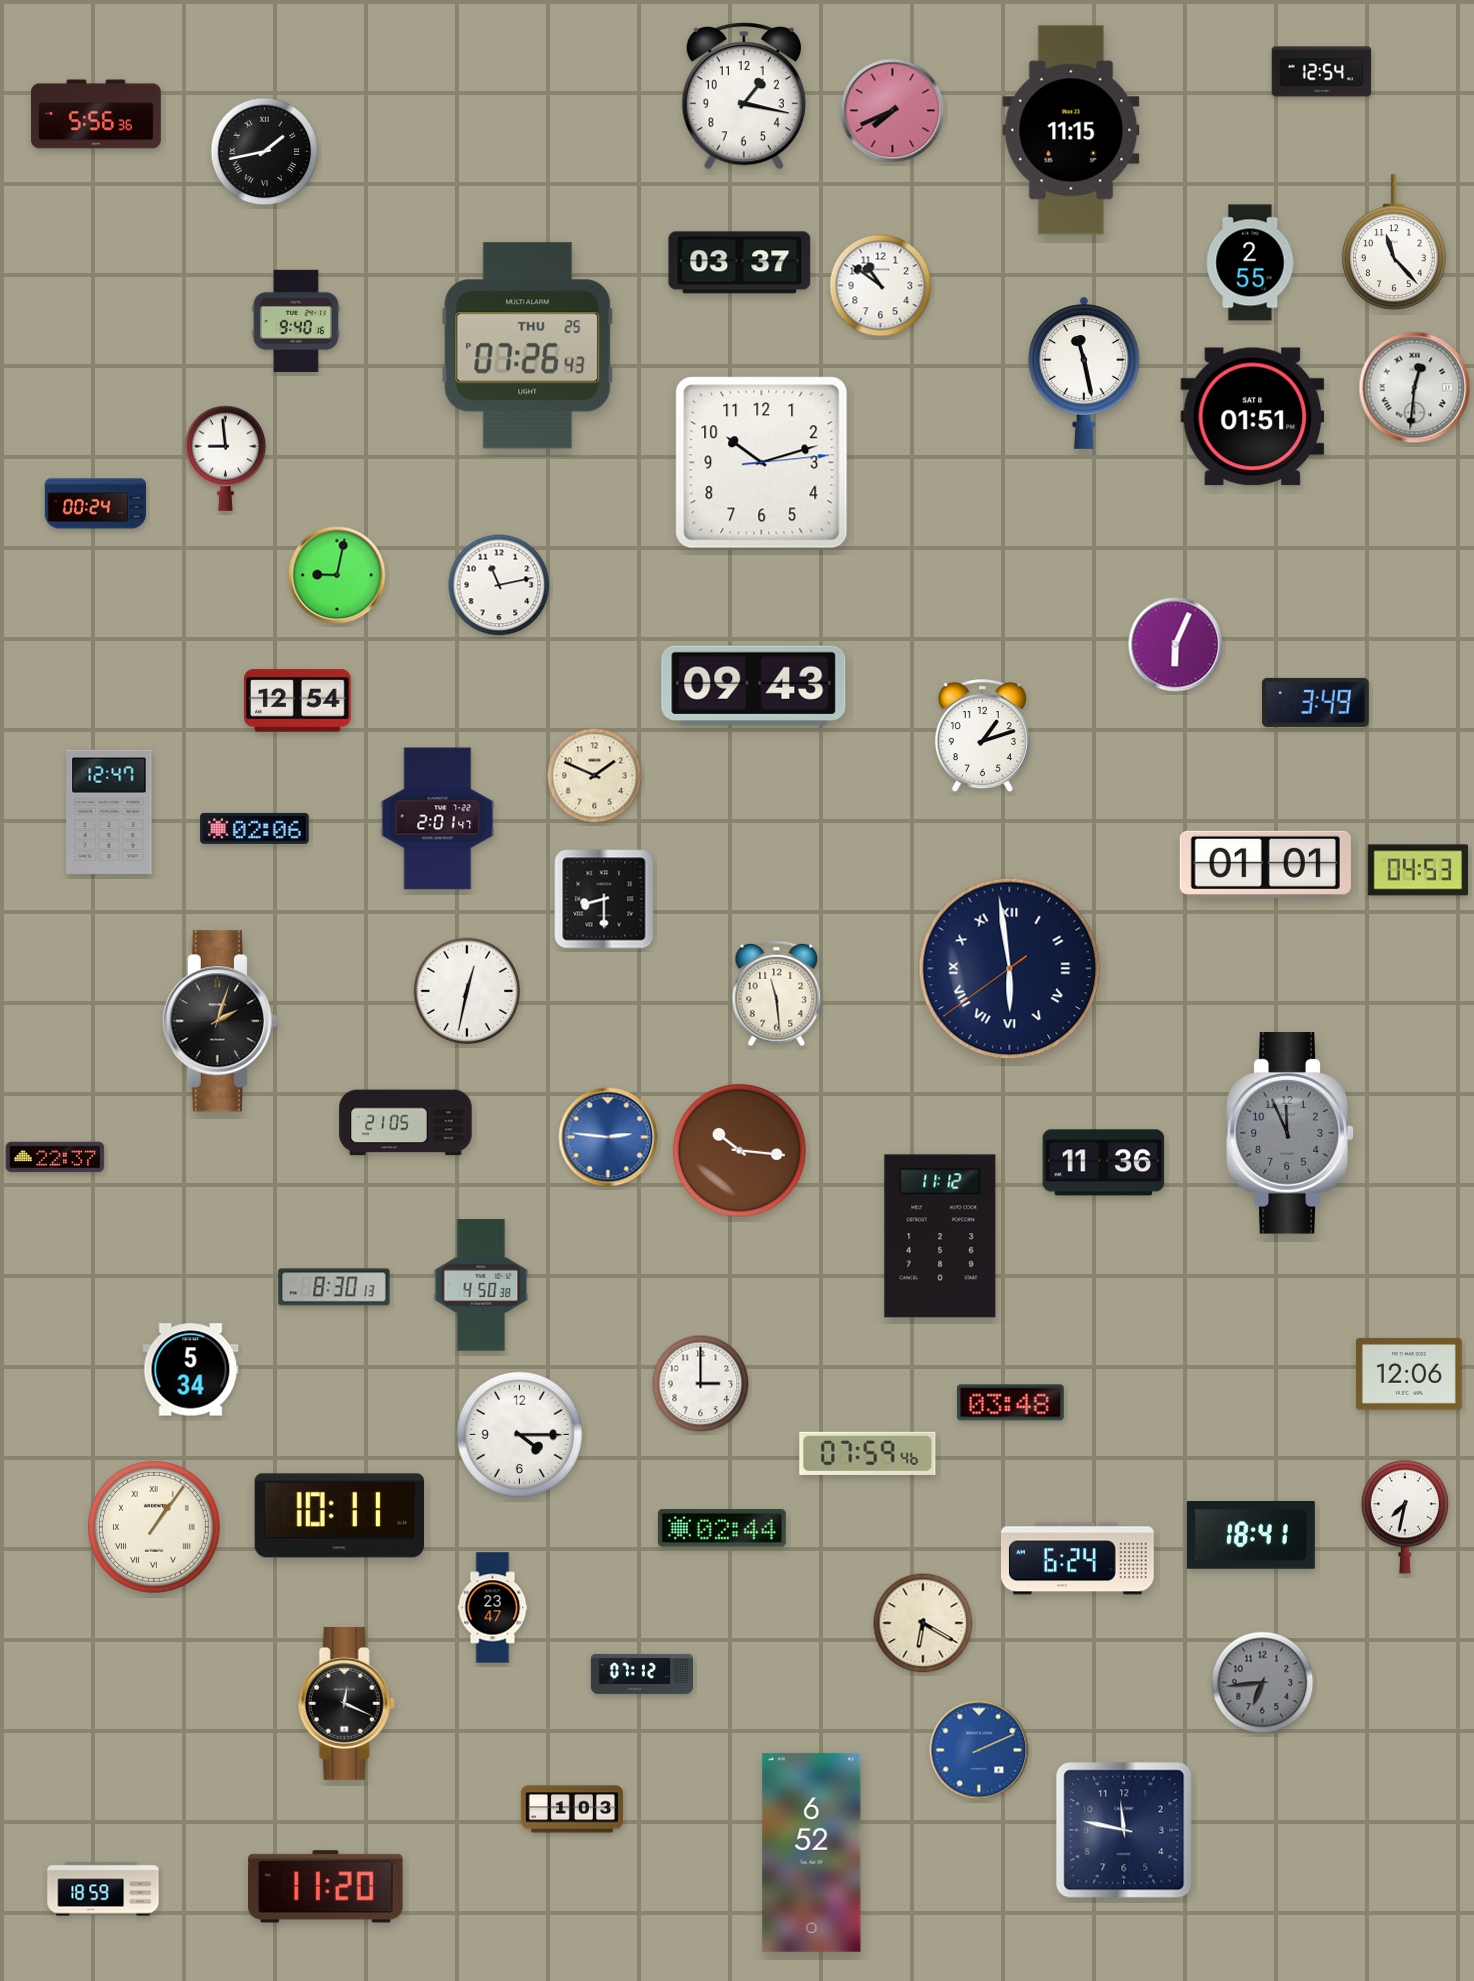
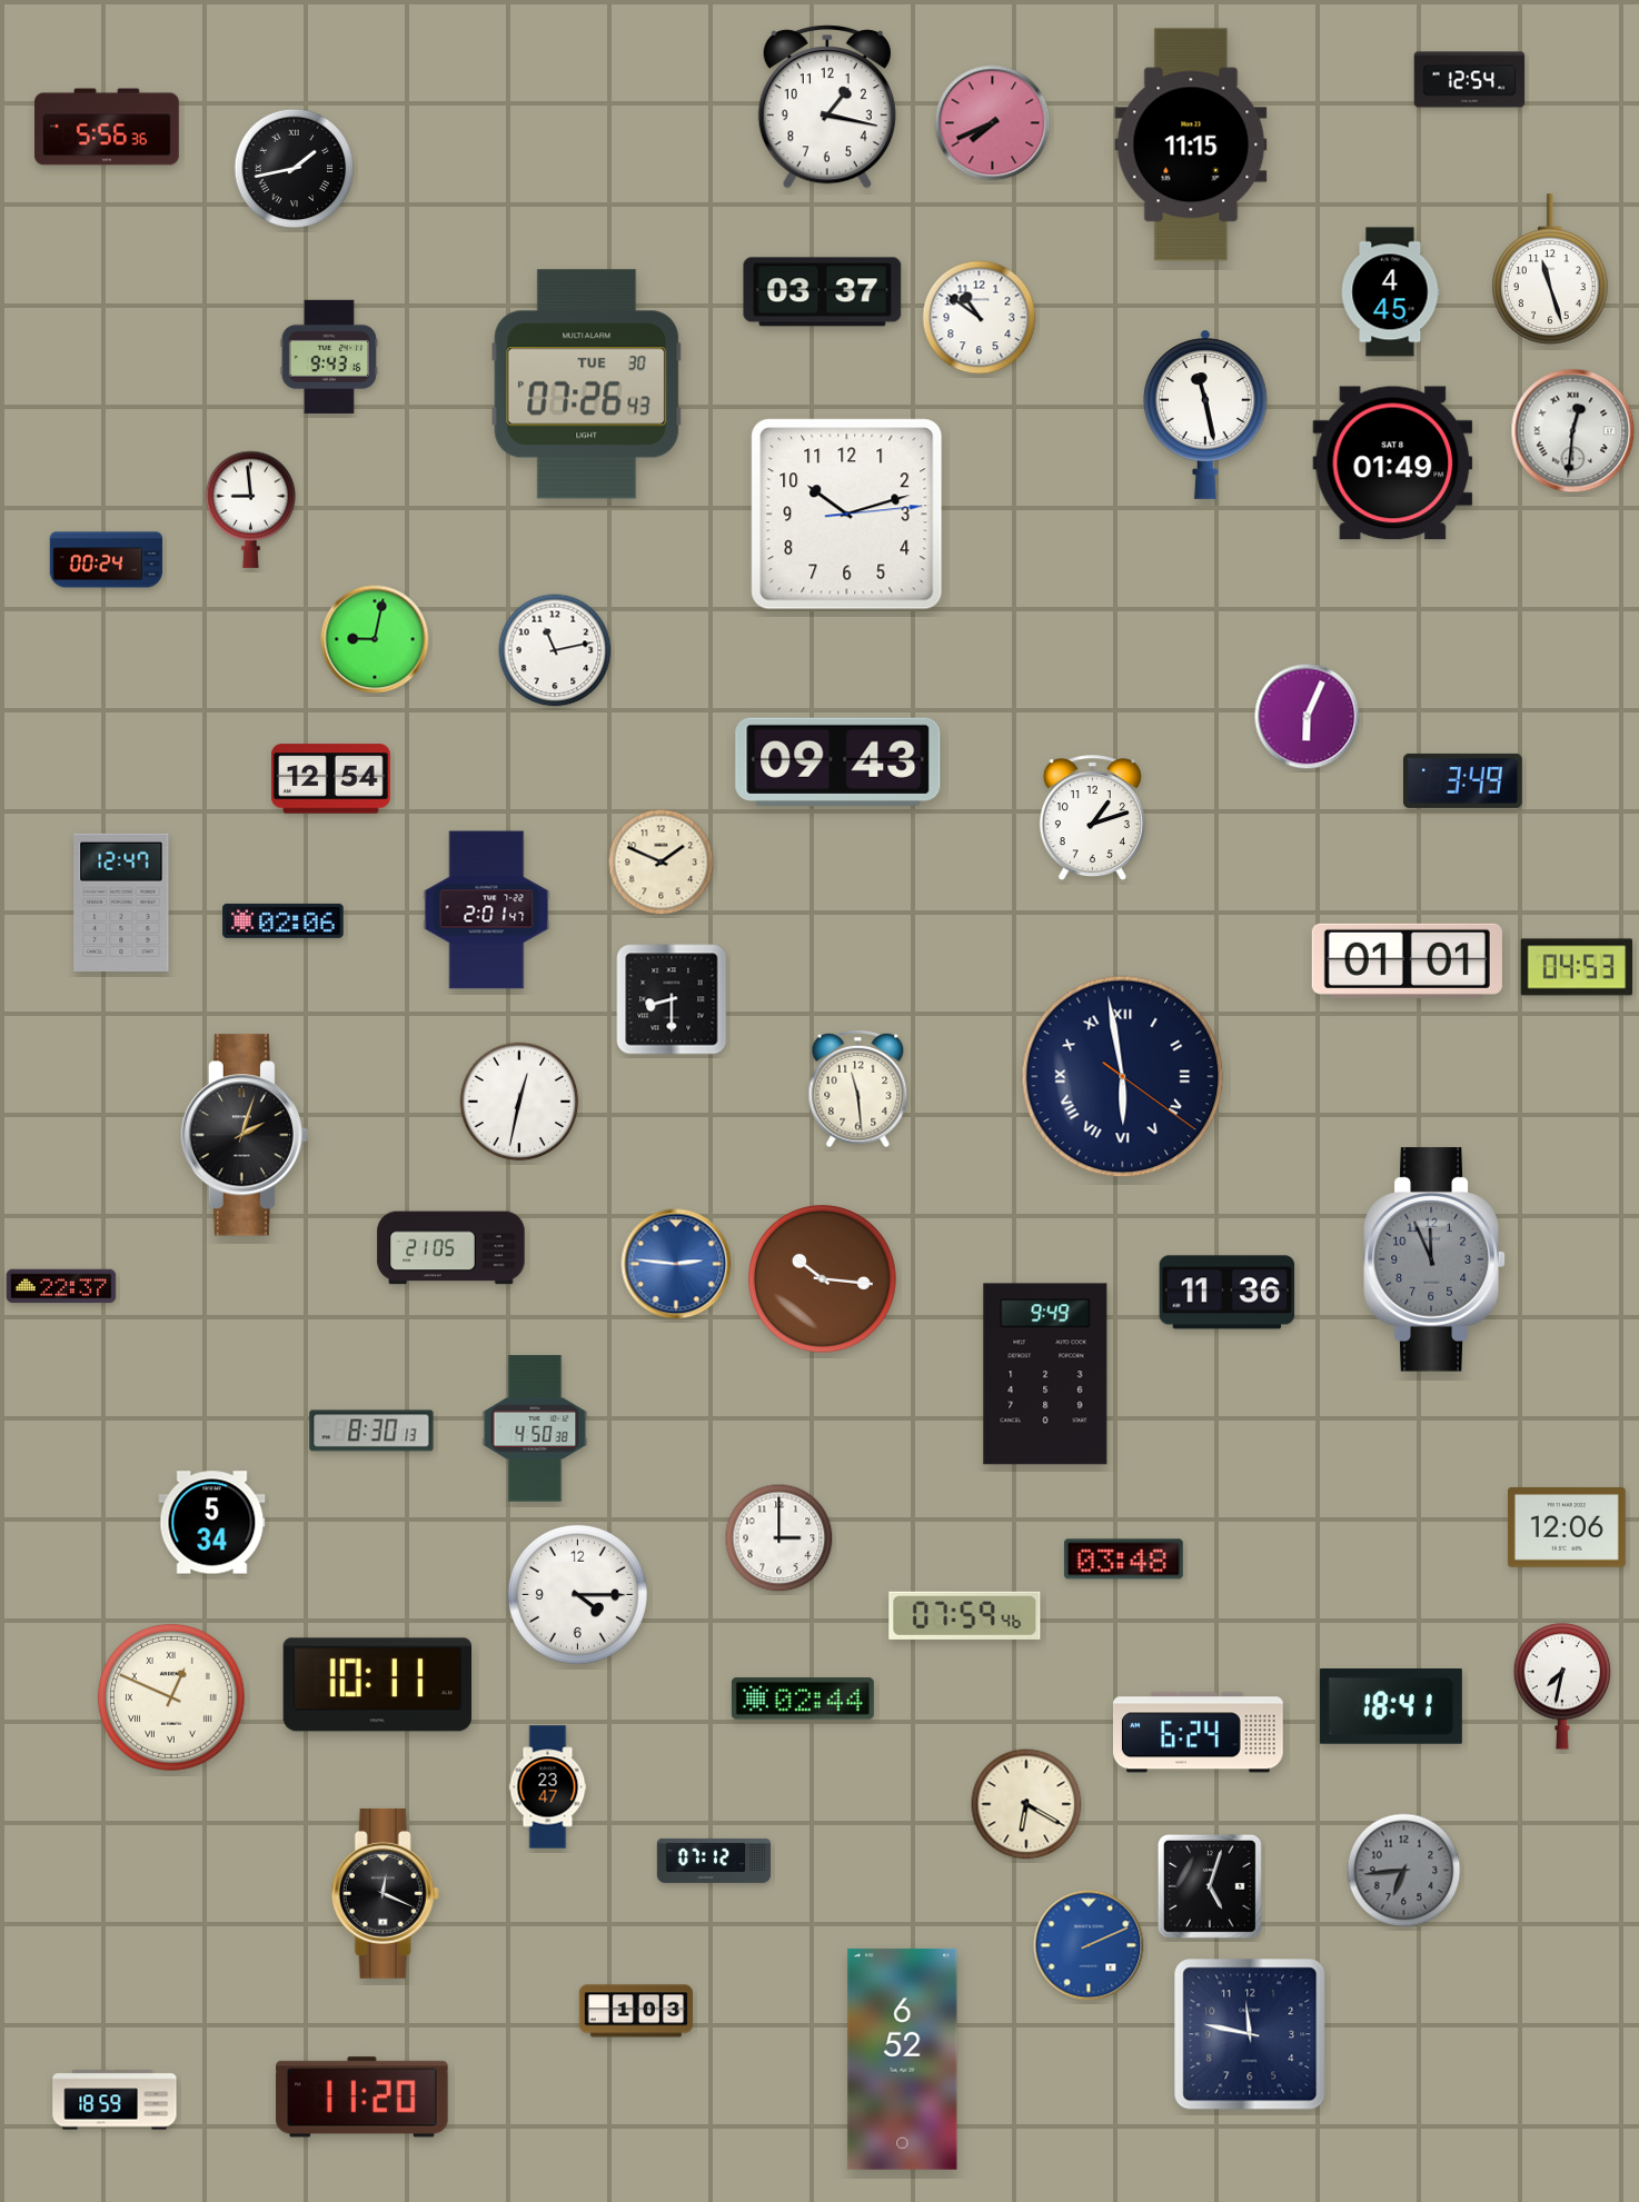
clock at (1394, 242): 11:23 -> 11:27
clock at (1250, 263): 2:55 -> 4:45
clock at (296, 321): 9:40 -> 9:43
clock at (528, 346) date: THU 25 -> TUE 30
clock at (1253, 417): 01:51 -> 01:49
clock at (1010, 969): 5:58:39 -> 5:58:21
clock at (777, 994) position: (777, 994) -> (858, 1089)
clock at (940, 1236): 11:12 -> 9:49
clock at (154, 1527): 1:06 -> 12:49
clock at (1210, 1886): none -> 5:03
